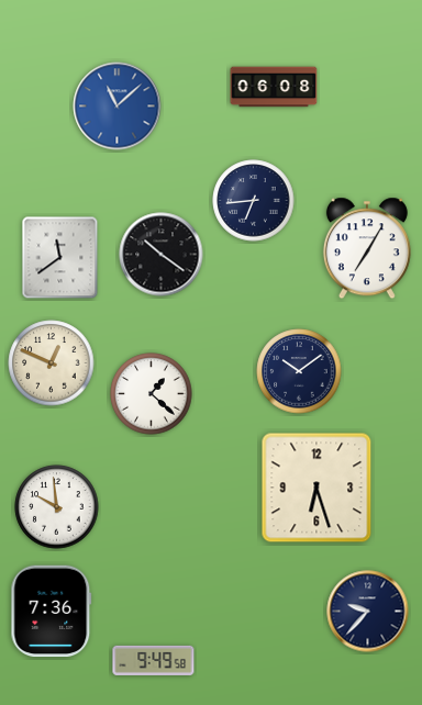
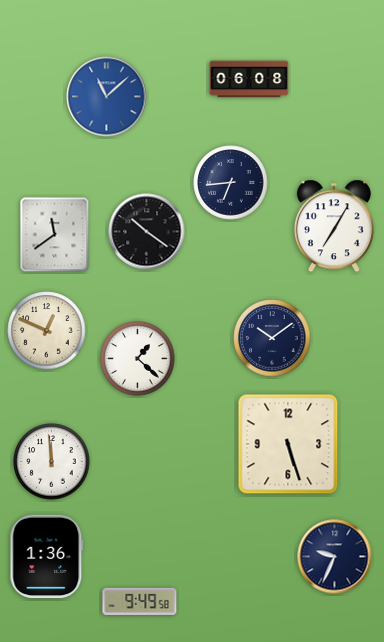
clock at (316, 488): 6:27 -> 5:27
clock at (57, 507): 9:59 -> 11:59
clock at (52, 612): 7:36 -> 1:36
clock at (368, 612): 9:37 -> 9:34
